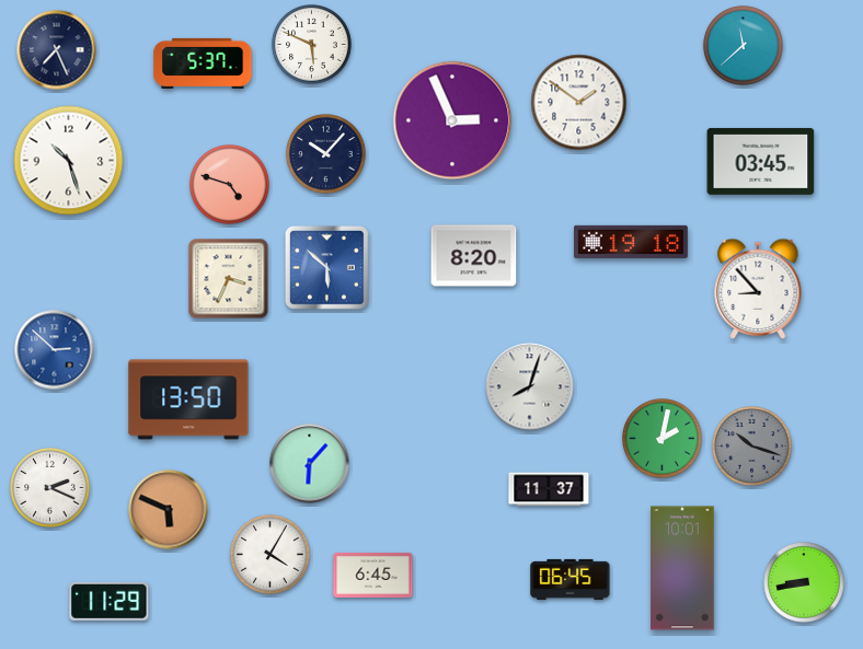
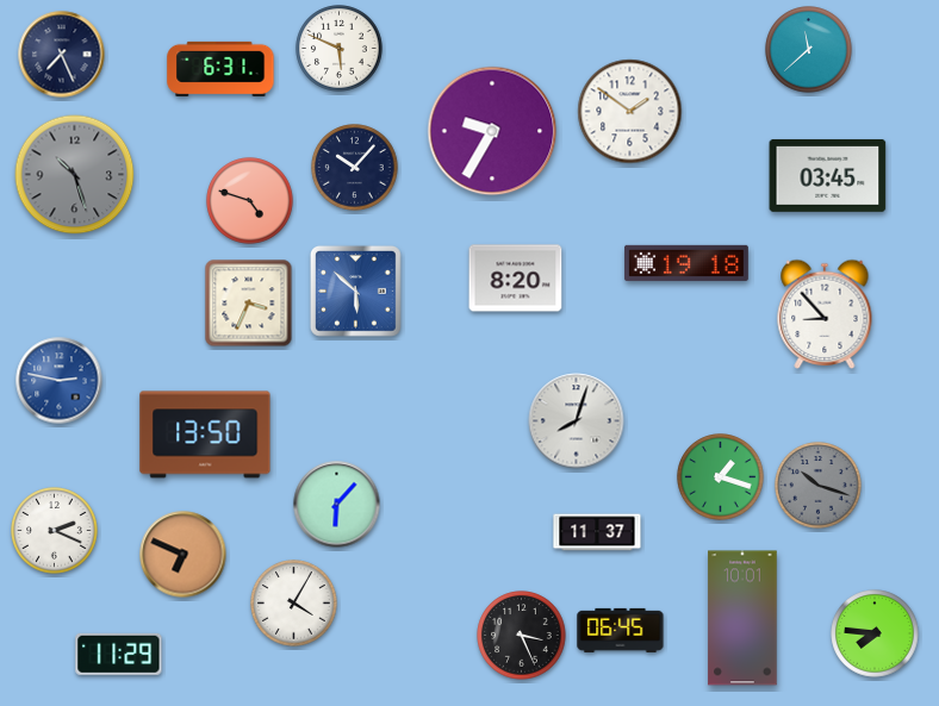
clock at (203, 63): 5:37 -> 6:31
clock at (452, 120): 2:56 -> 9:35
clock at (69, 161) dial: white -> grey
clock at (55, 350): 2:52 -> 2:47
clock at (663, 439): 2:02 -> 1:18
clock at (169, 510): 5:49 -> 6:49
clock at (373, 575): 6:45 -> none
clock at (804, 582): 8:43 -> 7:46
clock at (522, 636): none -> 3:26
